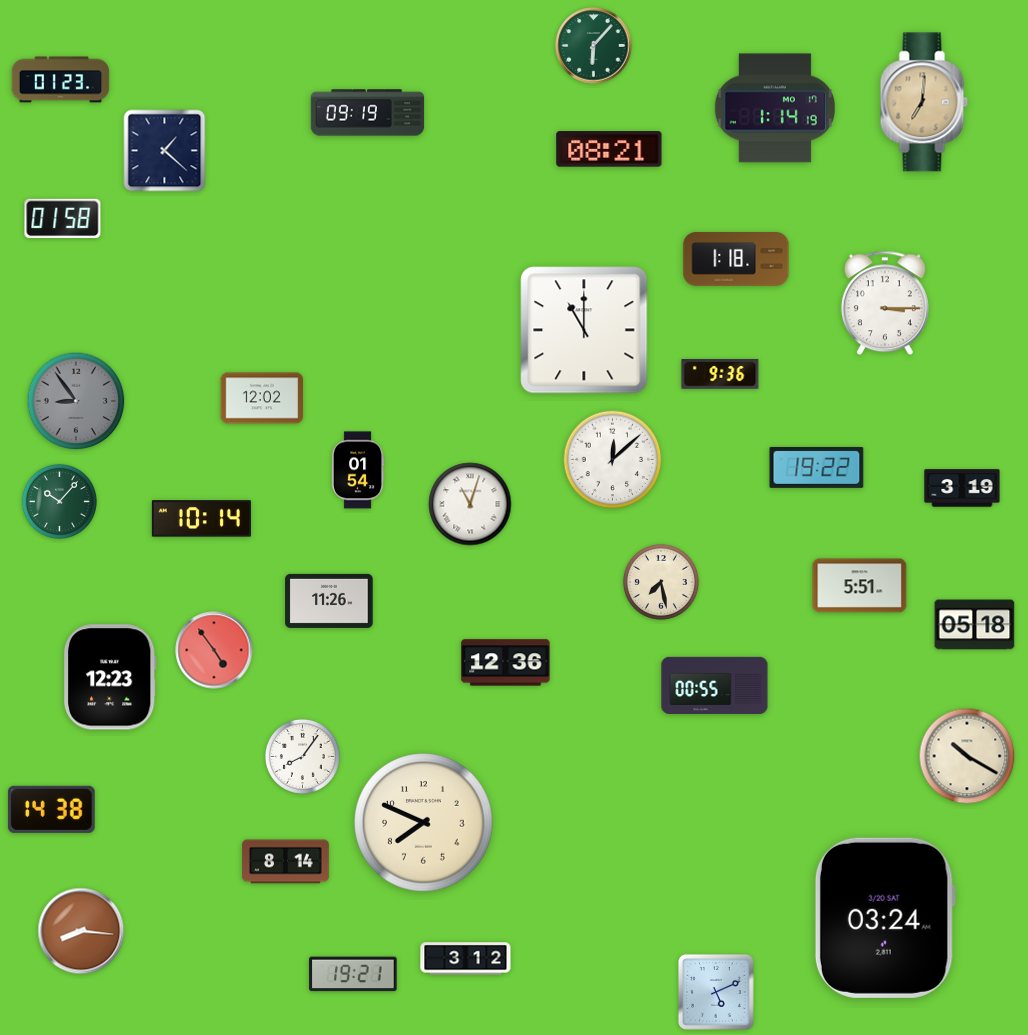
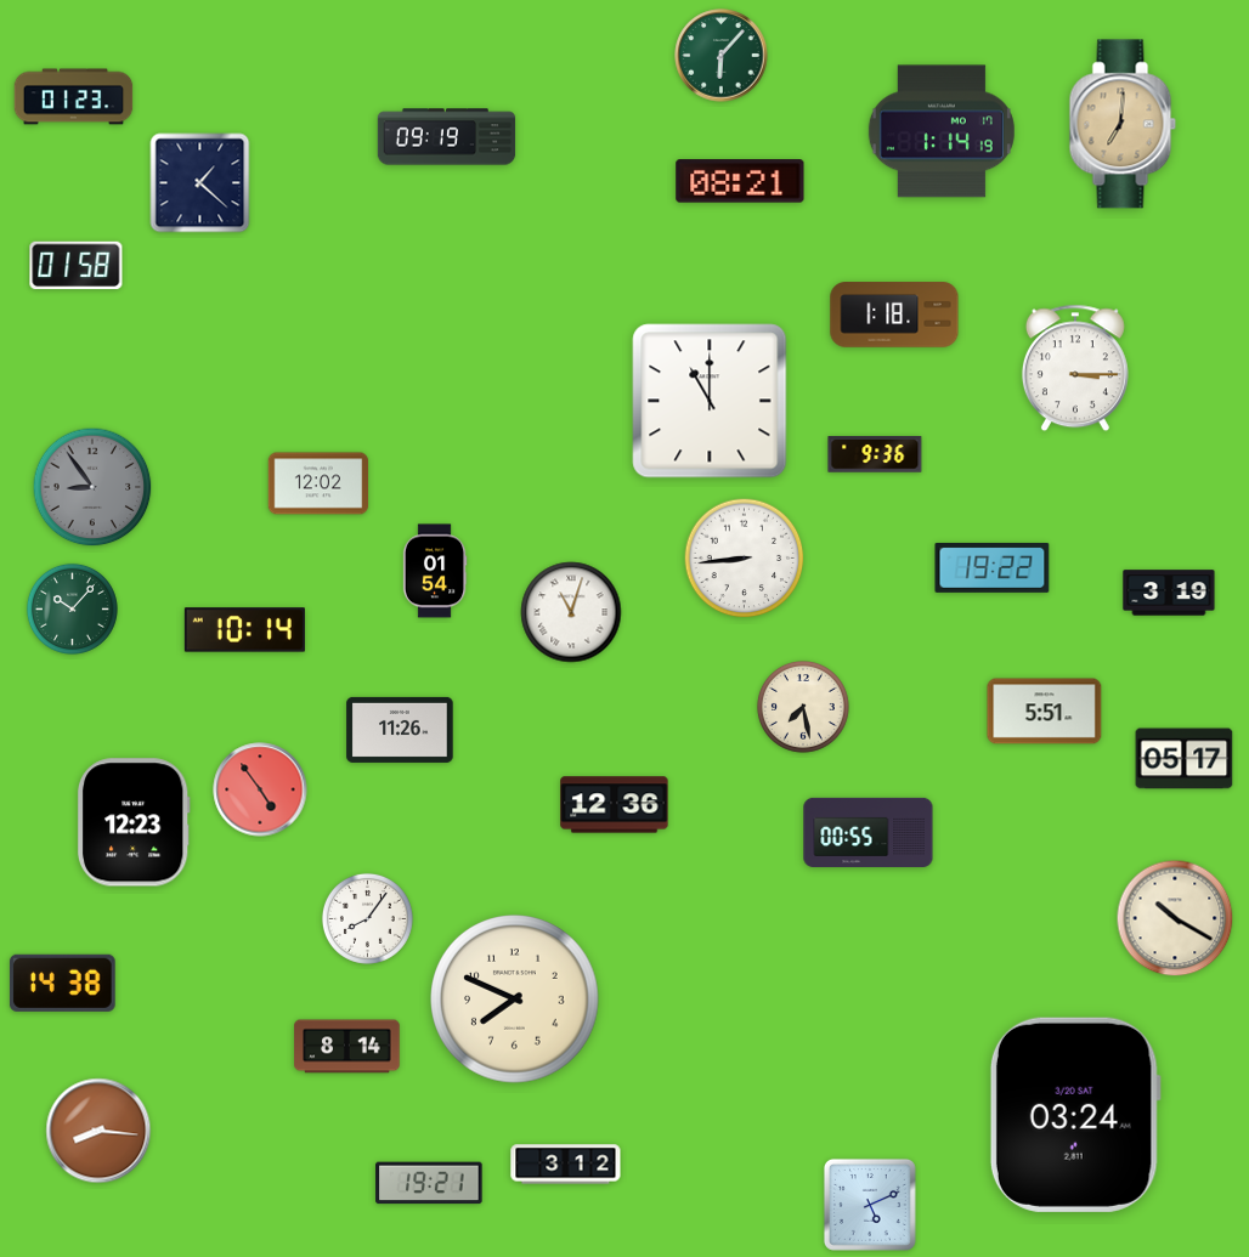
clock at (613, 460): 12:08 -> 8:44
clock at (975, 625): 05:18 -> 05:17
